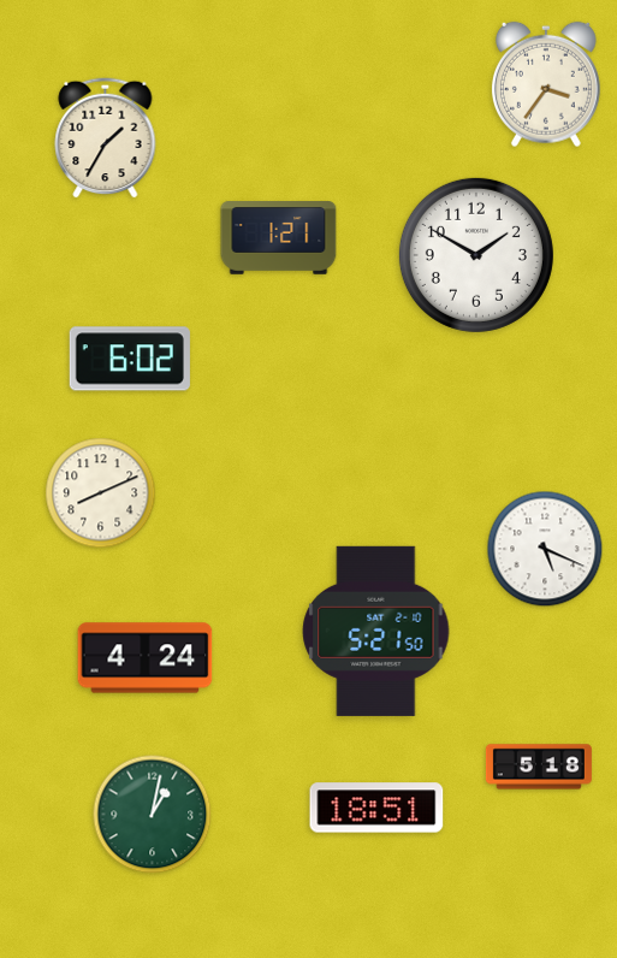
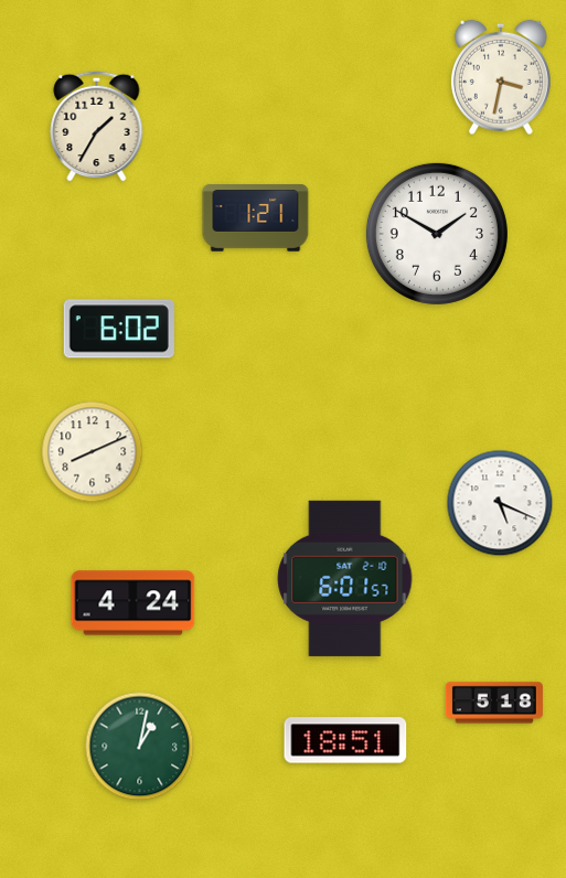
clock at (546, 84): 3:36 -> 3:32
clock at (376, 631): 5:21 -> 6:01
